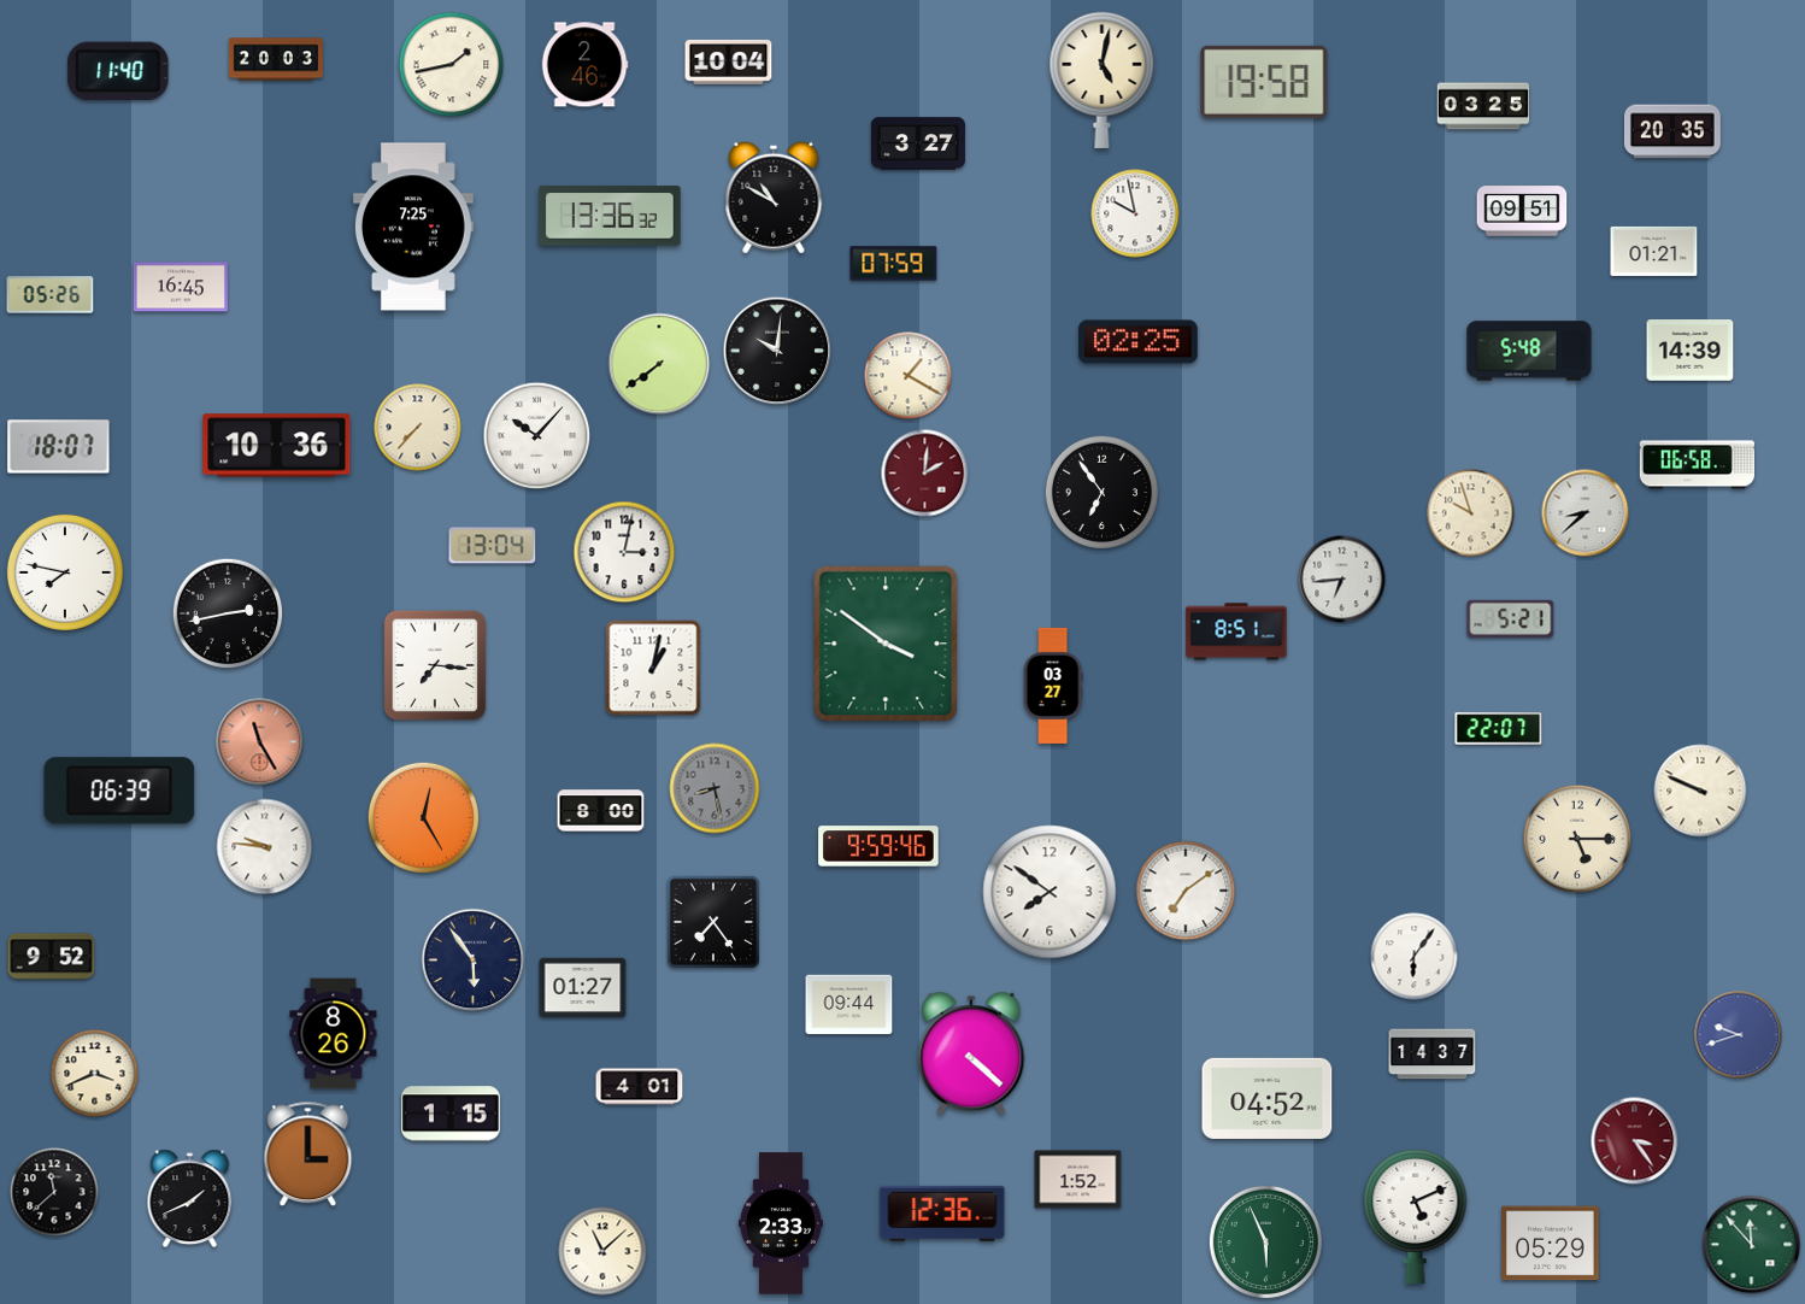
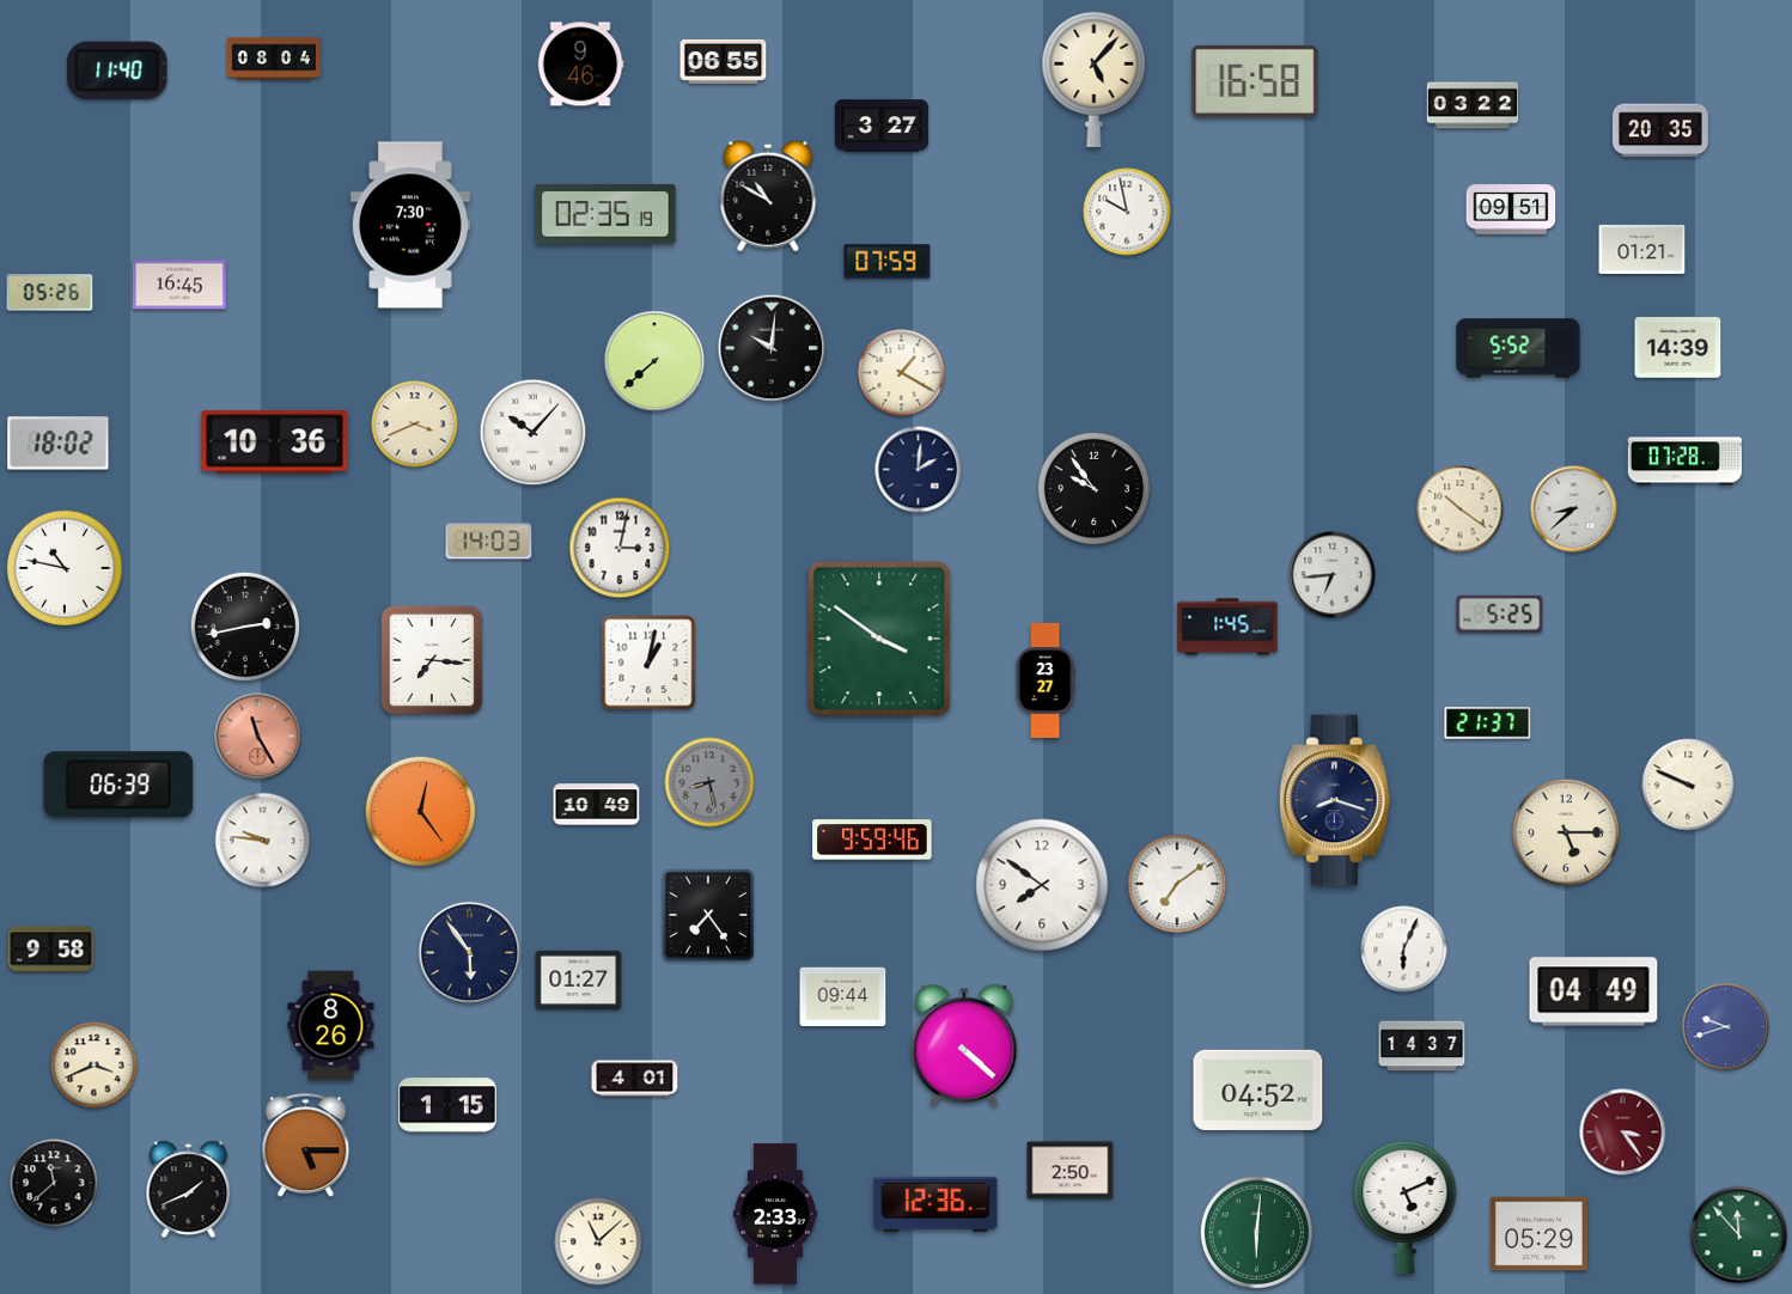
clock at (276, 59): 20:03 -> 08:04
clock at (729, 61): 10:04 -> 06:55
clock at (452, 65): 1:43 -> none
clock at (584, 65): 2:46 -> 9:46
clock at (1103, 80): 5:02 -> 5:07
clock at (1264, 82): 19:58 -> 16:58
clock at (1483, 106): 03:25 -> 03:22
clock at (918, 143) position: (918, 143) -> (882, 126)
clock at (610, 216): 13:36 -> 02:35
clock at (413, 227): 7:25 -> 7:30
clock at (1139, 342): 02:25 -> none
clock at (1529, 351): 5:48 -> 5:52
clock at (659, 364): 7:39 -> 7:38
clock at (418, 428): 7:37 -> 3:41
clock at (59, 447): 18:07 -> 18:02
clock at (1697, 465): 06:58 -> 07:28
clock at (925, 474) dial: burgundy -> navy
clock at (1101, 492): 6:54 -> 9:54
clock at (1471, 513): 9:57 -> 10:21
clock at (493, 546): 13:04 -> 14:03
clock at (65, 572): 7:47 -> 10:47
clock at (228, 613) position: (228, 613) -> (245, 627)
clock at (1511, 618): 5:21 -> 5:25
clock at (1236, 632): 8:51 -> 1:45
clock at (1053, 686): 03:27 -> 23:27
clock at (1499, 729): 22:07 -> 21:37
clock at (1335, 800): none -> 8:18
clock at (601, 811): 8:00 -> 10:49
clock at (424, 818): 12:25 -> 12:24
clock at (52, 957): 9:52 -> 9:58
clock at (1415, 957): 6:06 -> 6:04
clock at (1593, 991): none -> 04:49
clock at (308, 1155): 3:00 -> 5:15
clock at (1078, 1180): 1:52 -> 2:50
clock at (1265, 1241): 5:56 -> 6:01
